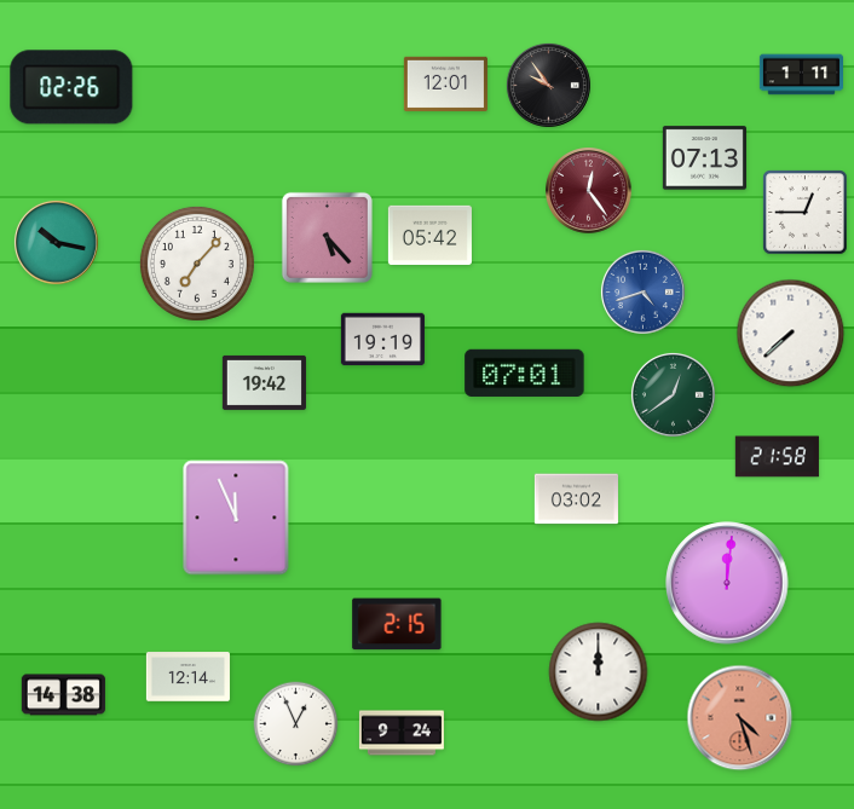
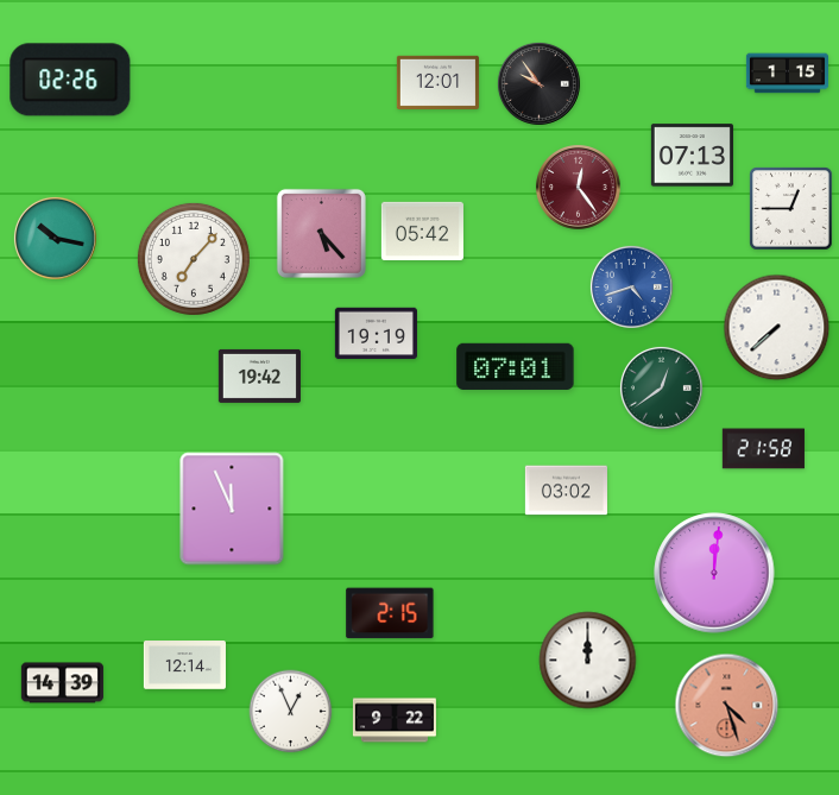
clock at (801, 75): 1:11 -> 1:15
clock at (71, 87) position: (71, 87) -> (70, 80)
clock at (63, 695): 14:38 -> 14:39
clock at (402, 733): 9:24 -> 9:22
